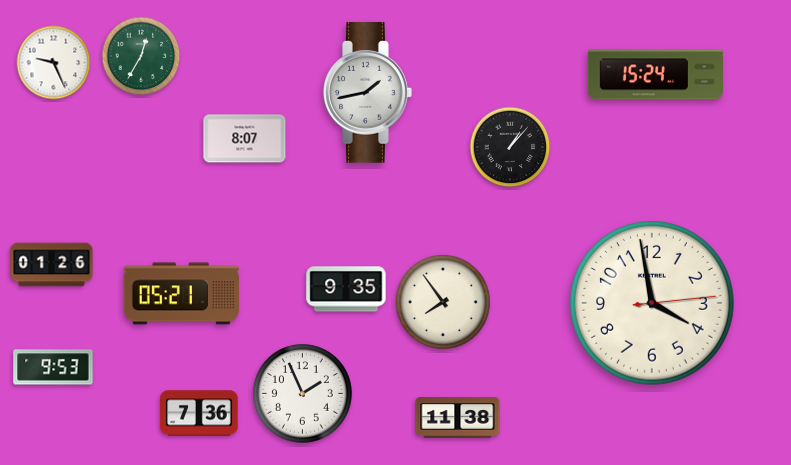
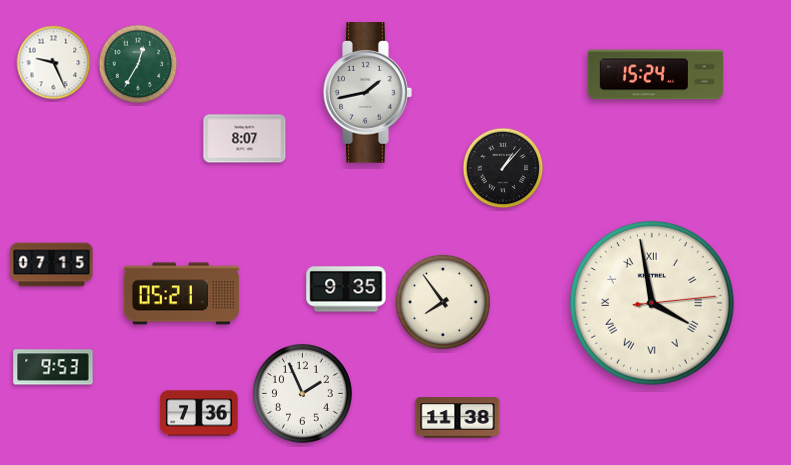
clock at (141, 56) position: (141, 56) -> (138, 64)
clock at (510, 147) position: (510, 147) -> (503, 168)
clock at (52, 265): 01:26 -> 07:15
clock at (652, 303) numerals: Arabic -> Roman
